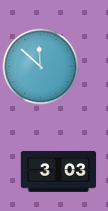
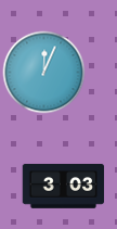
clock at (41, 67): 11:52 -> 12:04
